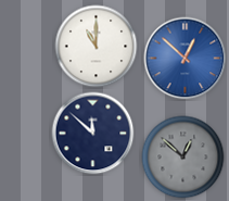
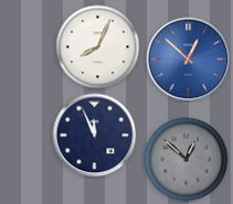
clock at (97, 47): 11:00 -> 8:04
clock at (93, 134): 11:52 -> 11:56
